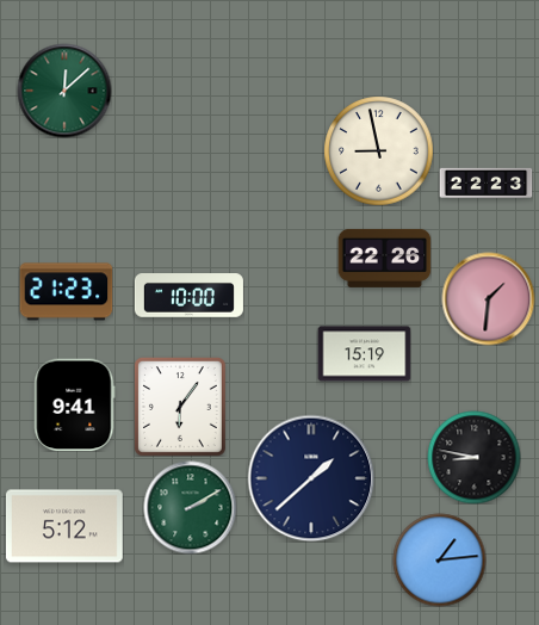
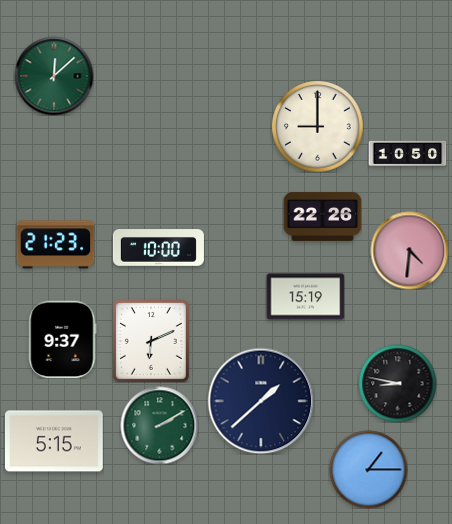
clock at (378, 150): 8:58 -> 9:00
clock at (485, 182): 22:23 -> 10:50
clock at (488, 298): 1:31 -> 4:31
clock at (75, 404): 9:41 -> 9:37
clock at (180, 407): 6:06 -> 6:11
clock at (64, 526): 5:12 -> 5:15
clock at (439, 559): 1:14 -> 1:15
